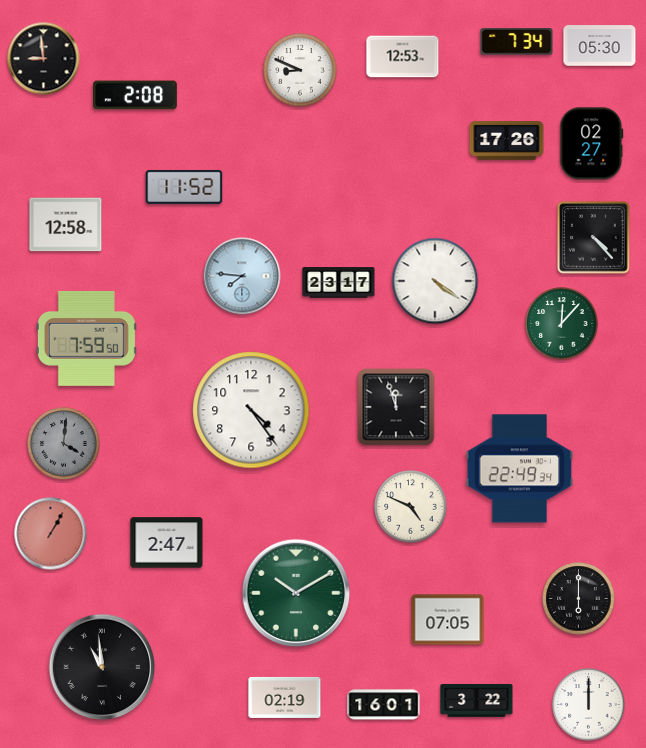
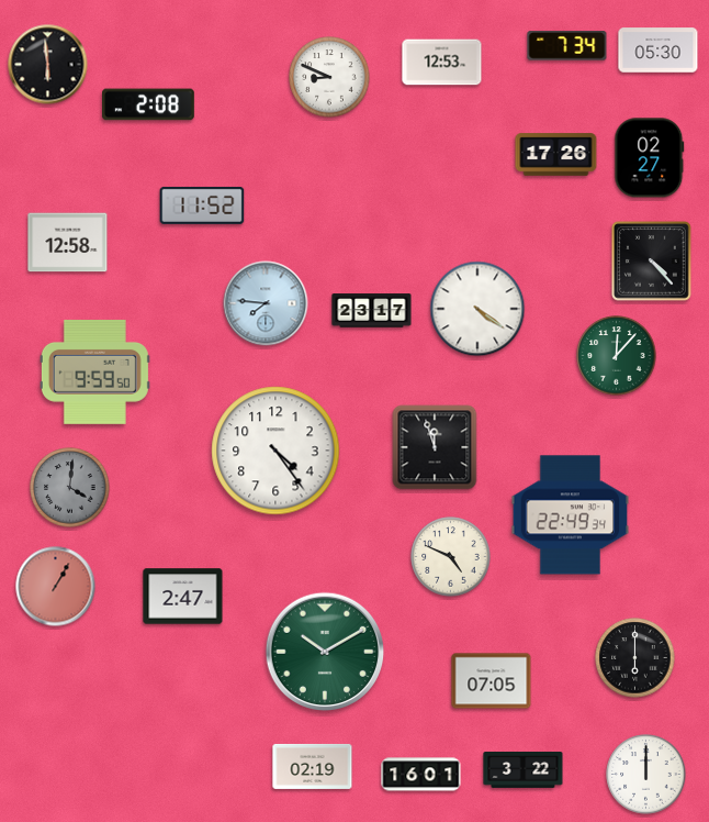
clock at (44, 59): 8:59 -> 5:59
clock at (66, 225) position: (66, 225) -> (68, 243)
clock at (86, 338): 7:59 -> 9:59
clock at (102, 667): 10:59 -> none
